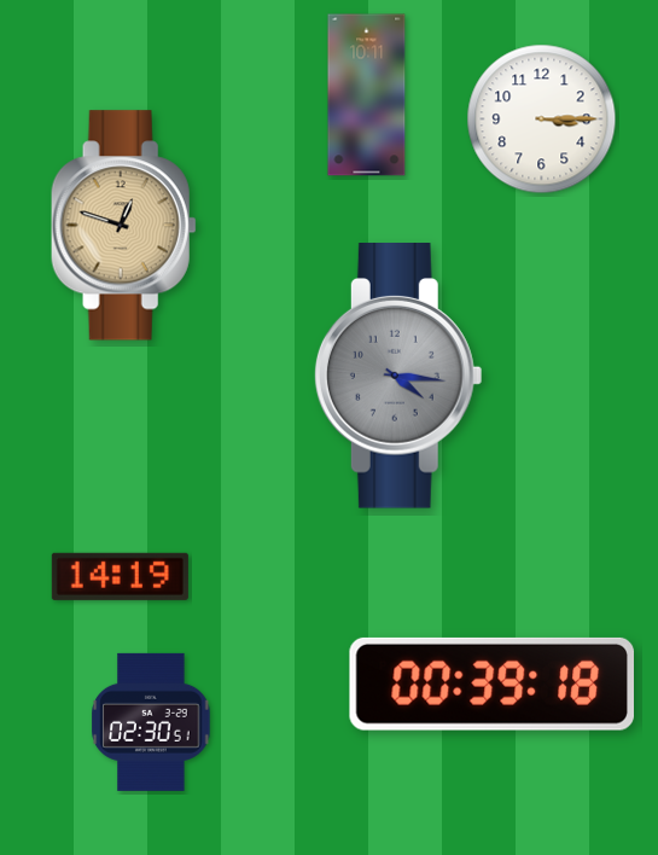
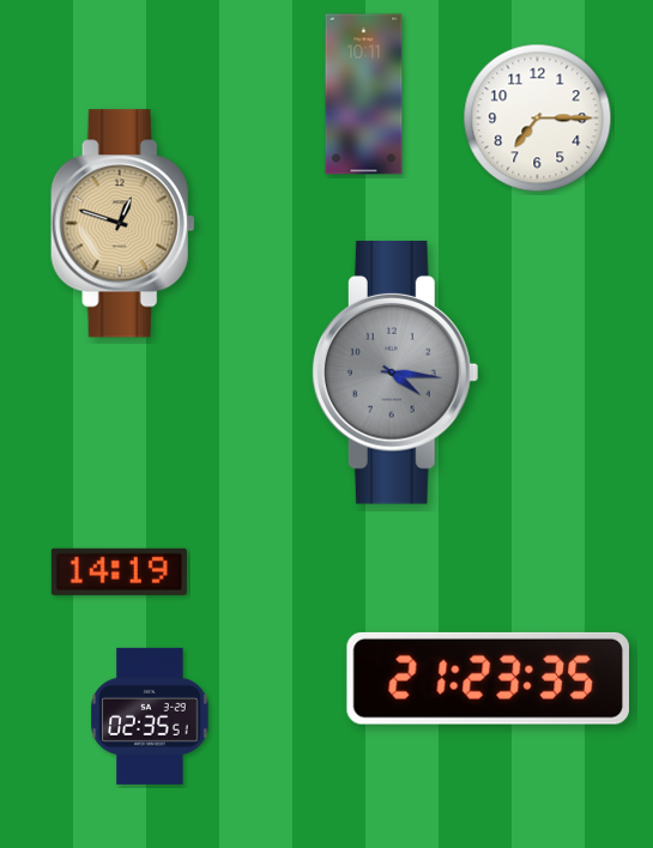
clock at (542, 120): 3:15 -> 7:15
clock at (491, 684): 00:39 -> 21:23
clock at (151, 722): 02:30 -> 02:35
